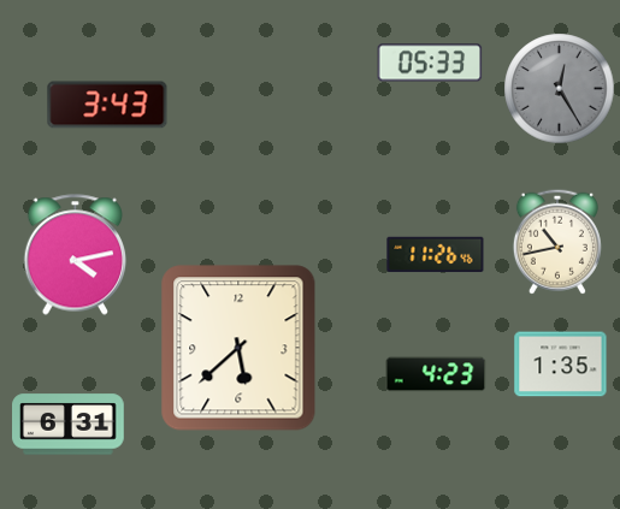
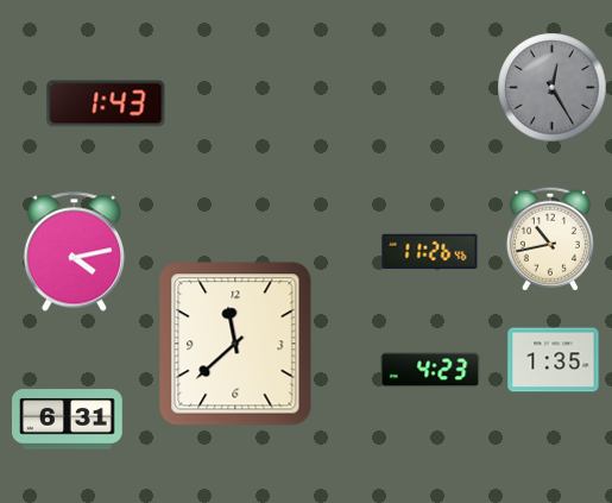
clock at (430, 63): 05:33 -> none
clock at (107, 105): 3:43 -> 1:43
clock at (238, 348): 5:38 -> 11:38
